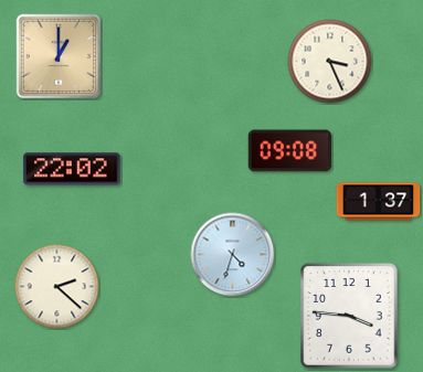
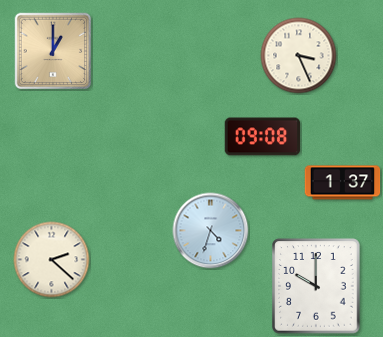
clock at (72, 169): 22:02 -> none
clock at (349, 316): 3:46 -> 10:00
